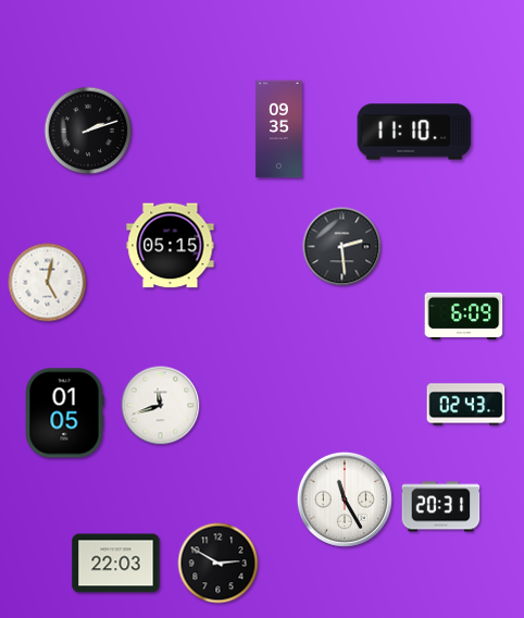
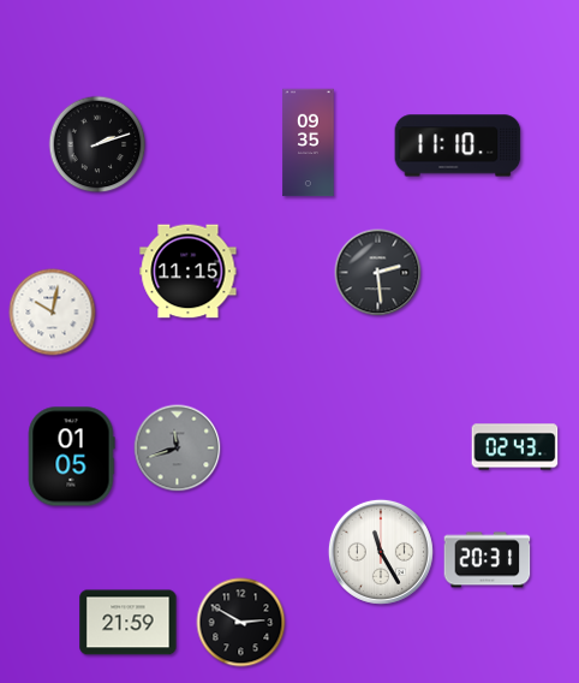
clock at (171, 246): 05:15 -> 11:15
clock at (48, 283): 5:02 -> 10:02
clock at (464, 316): 6:09 -> none
clock at (161, 406) dial: white -> grey
clock at (116, 564): 22:03 -> 21:59
